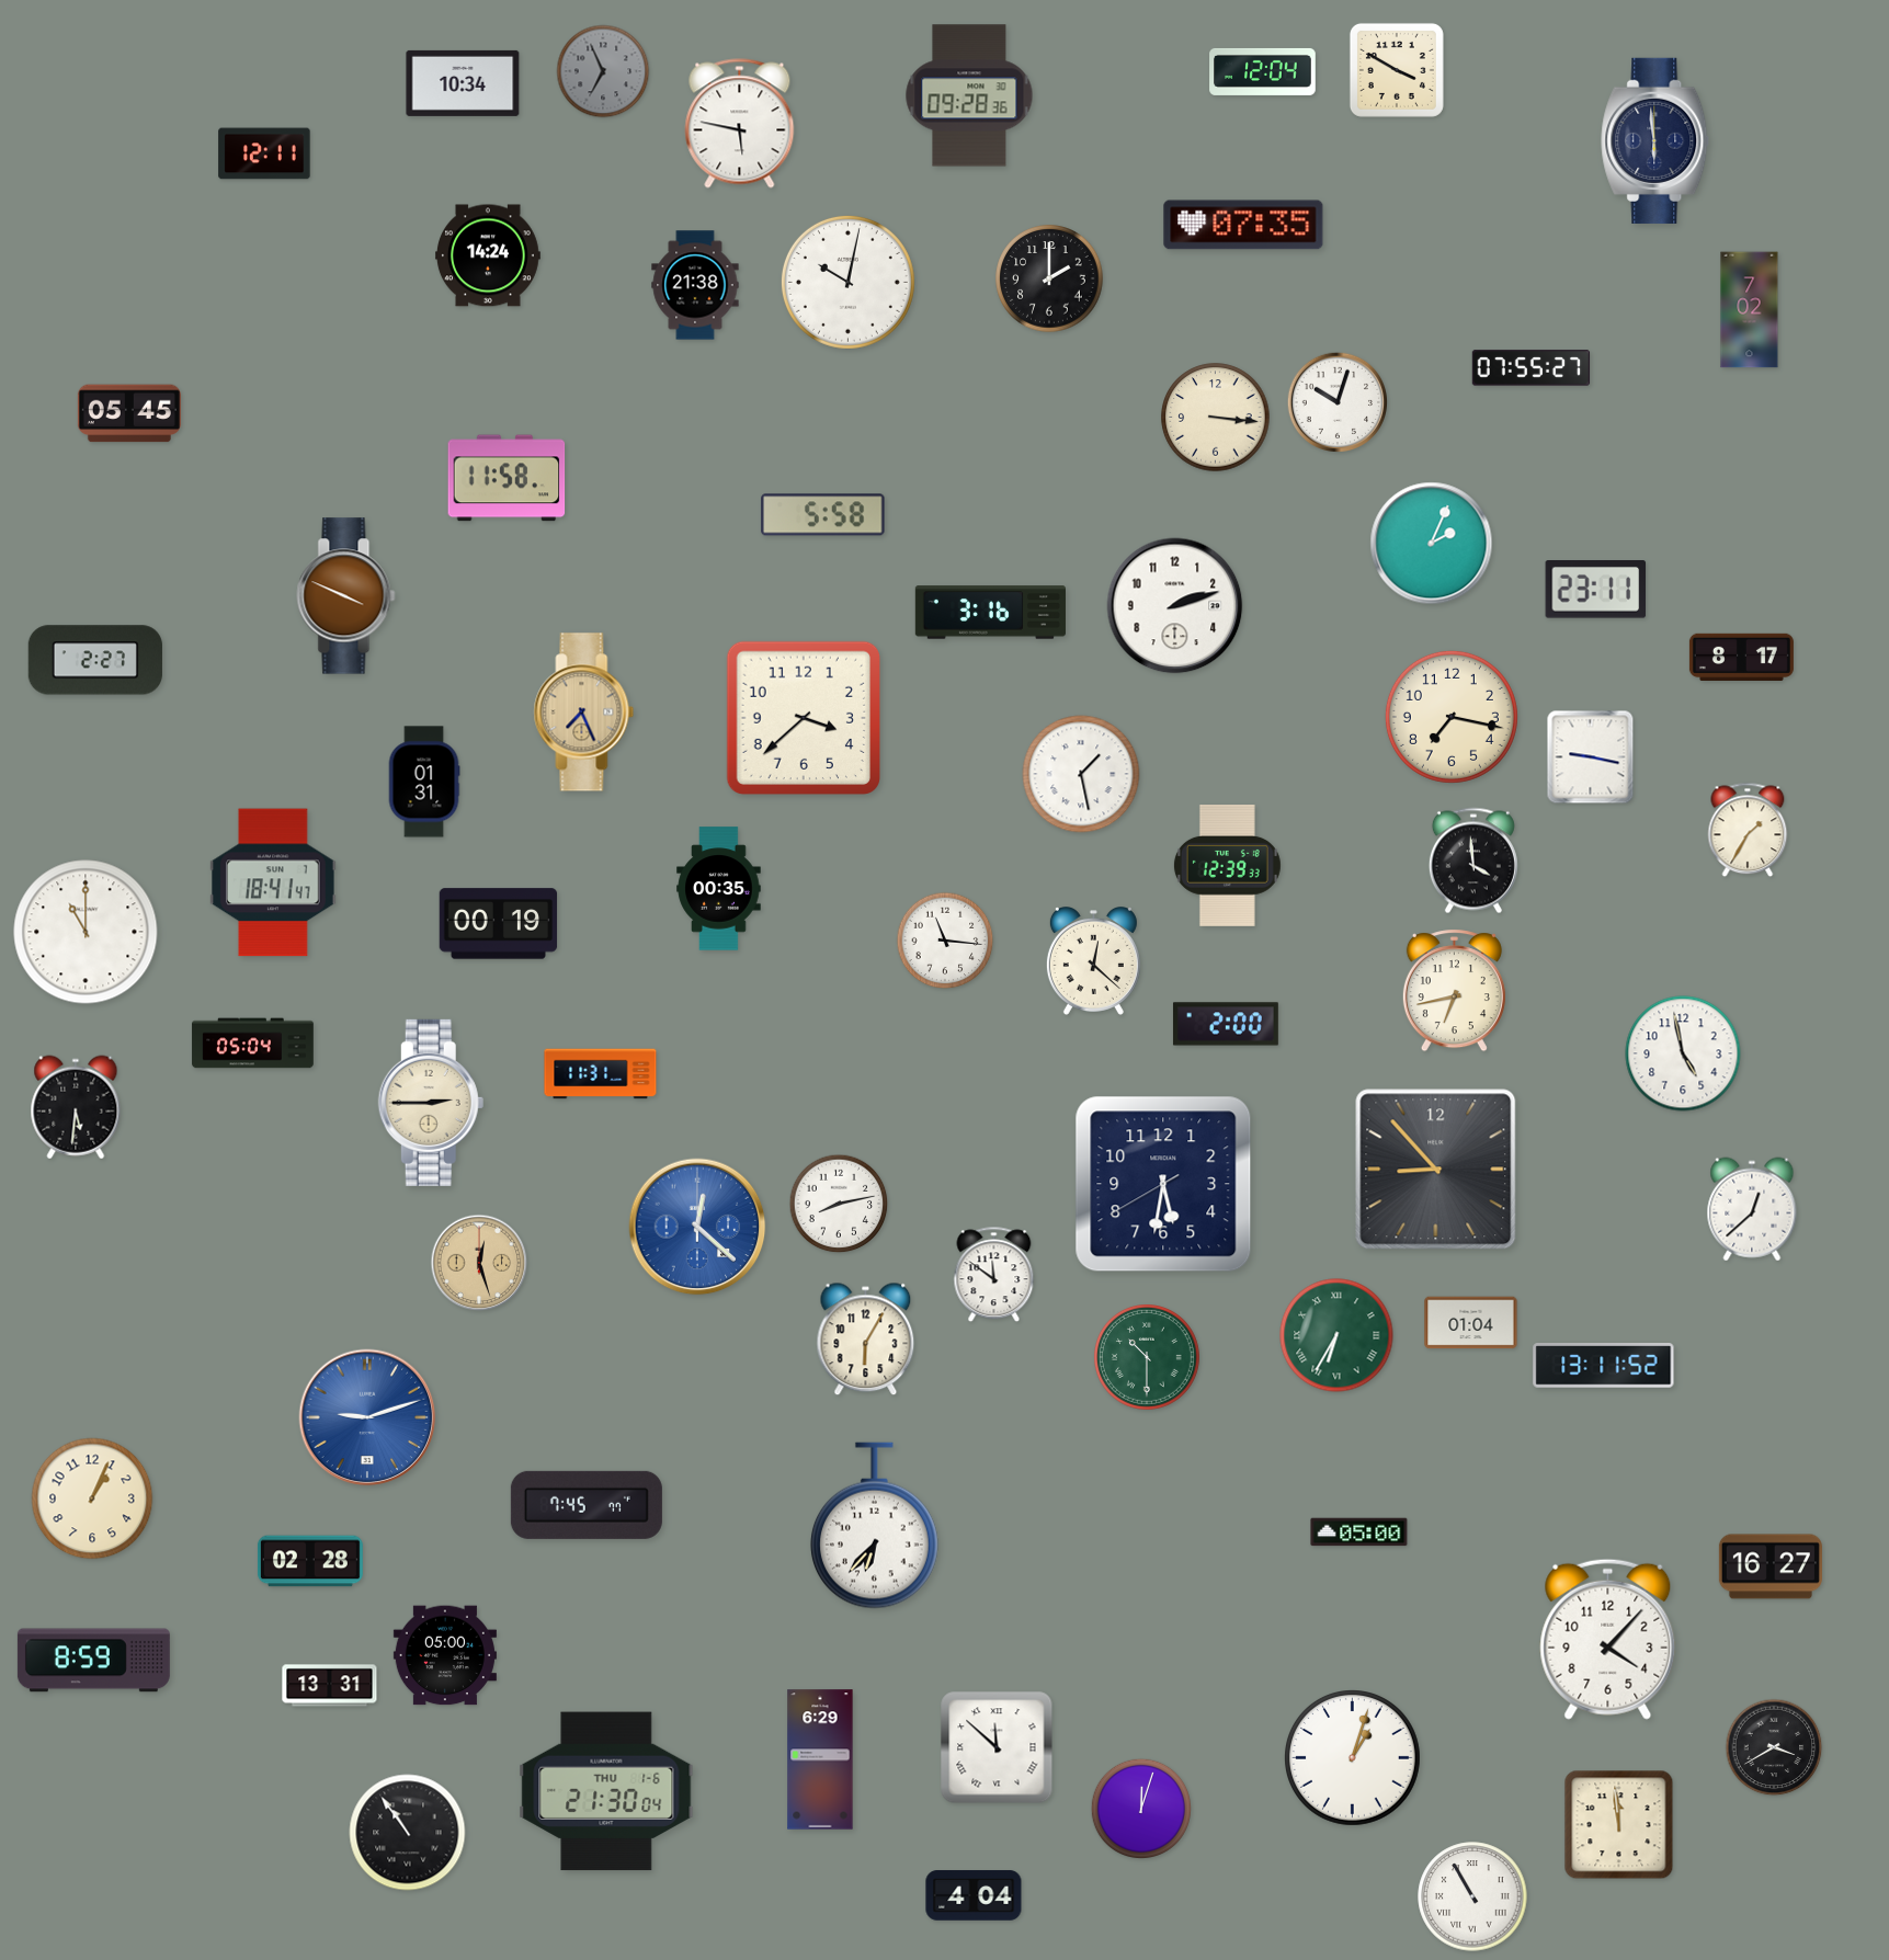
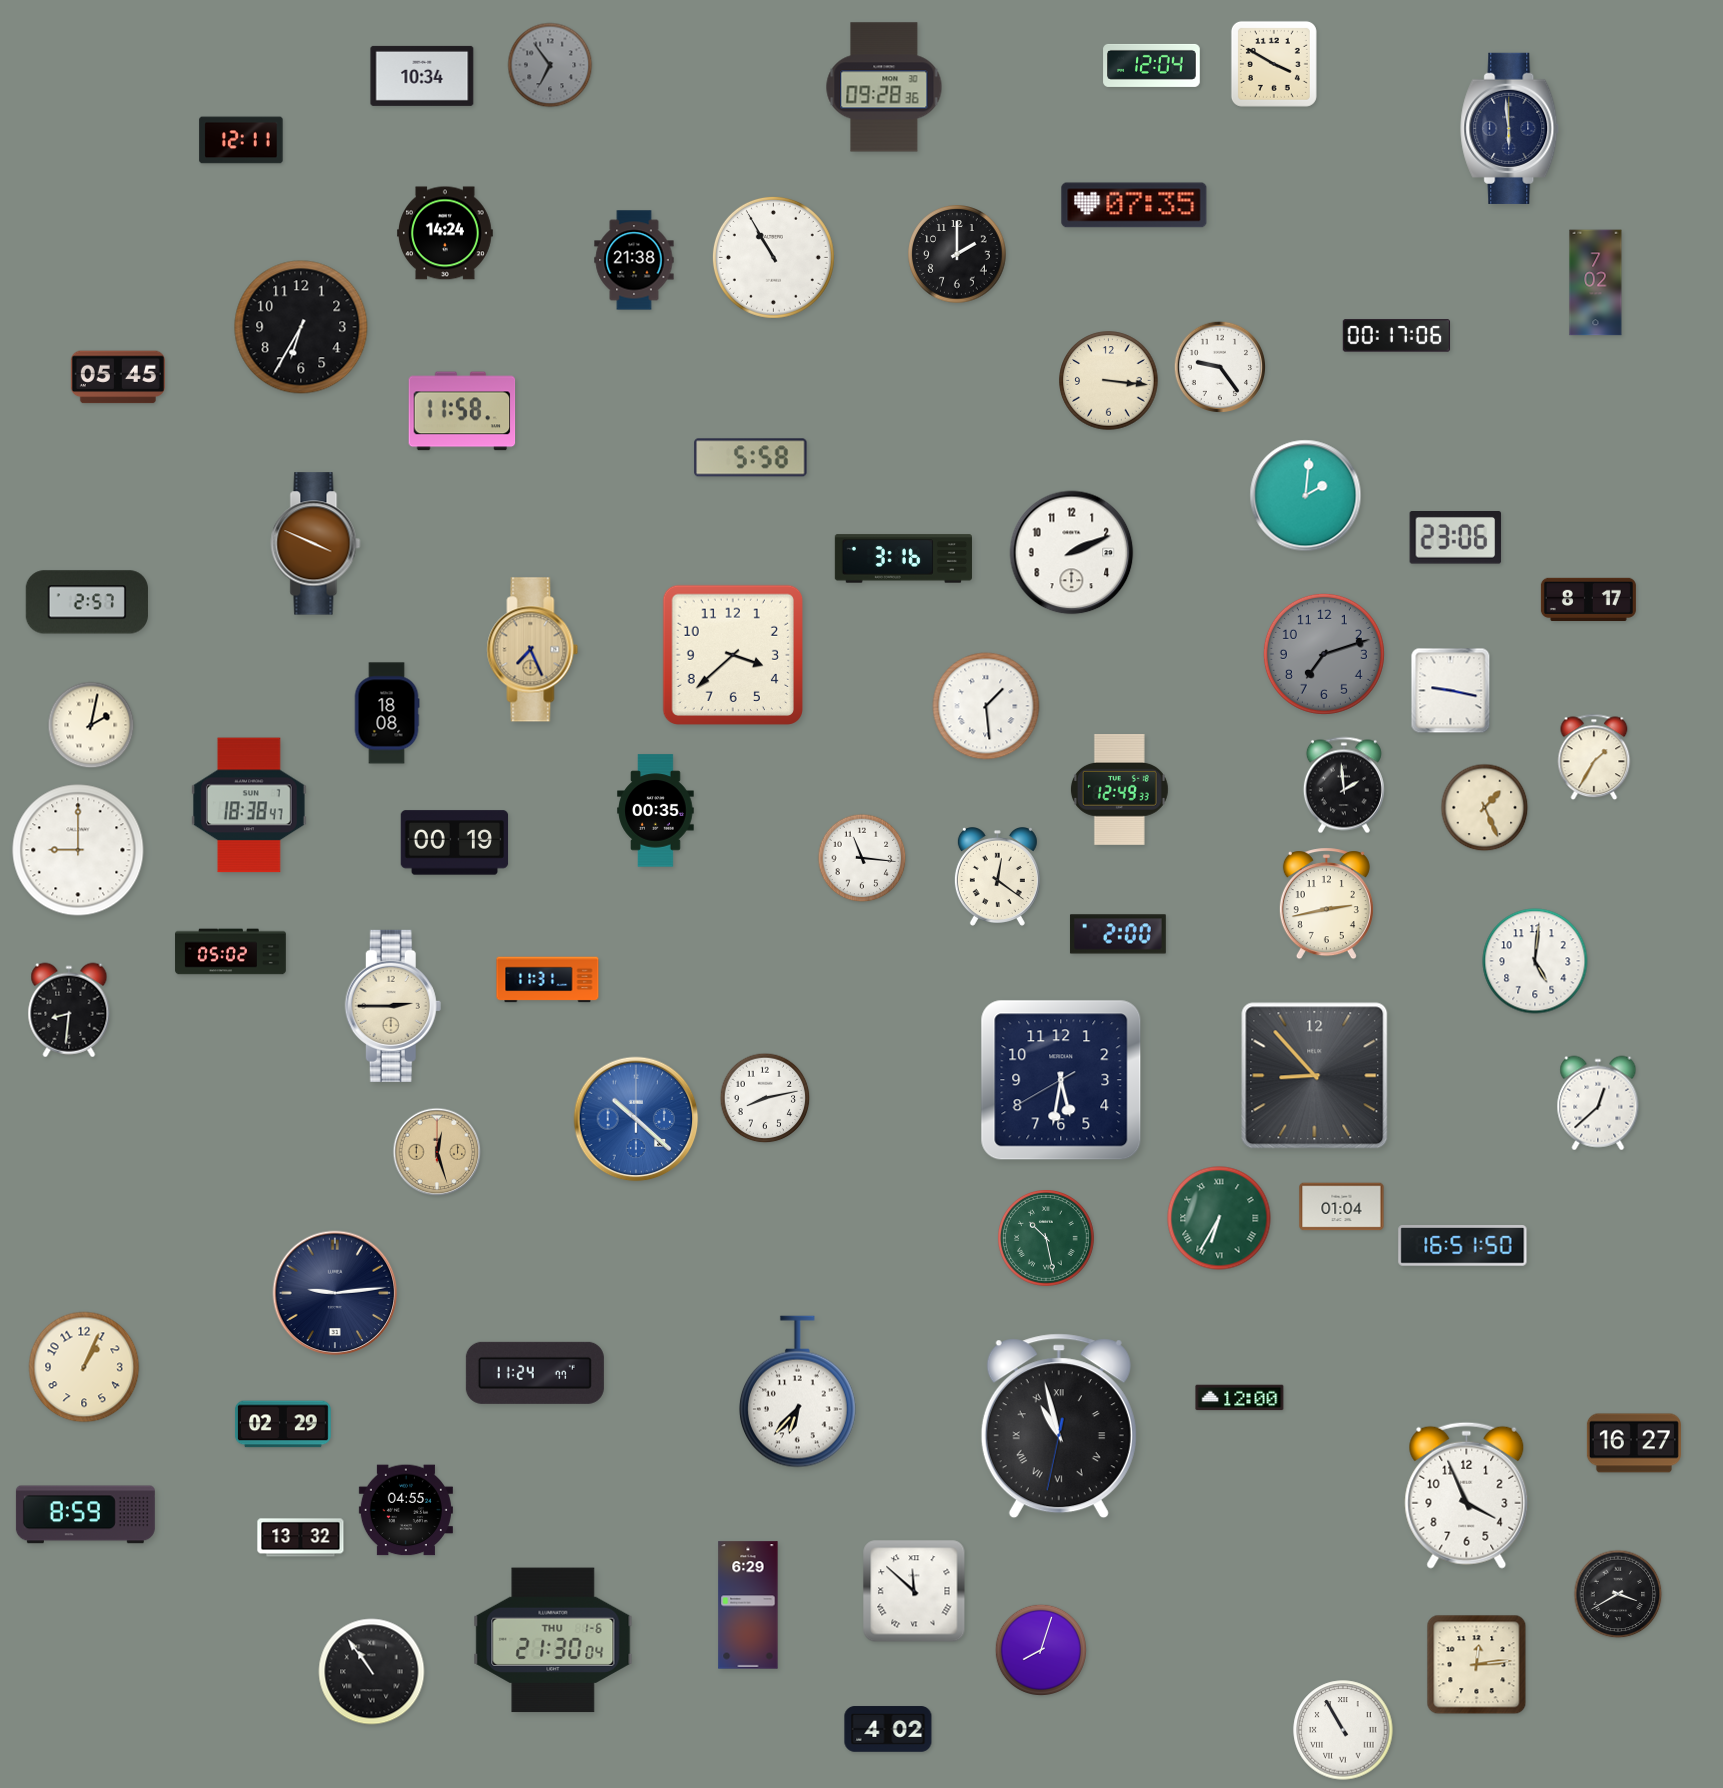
clock at (603, 71): 6:56 -> 6:54
clock at (740, 124): 5:47 -> none
clock at (847, 282): 10:02 -> 10:55
clock at (301, 327): none -> 6:35
clock at (1532, 368): 07:55 -> 00:17
clock at (1338, 402): 10:03 -> 9:24
clock at (507, 478) position: (507, 478) -> (462, 411)
clock at (823, 515) position: (823, 515) -> (751, 458)
clock at (1432, 544): 2:04 -> 2:01
clock at (1596, 590): 23:11 -> 23:06
clock at (1175, 606): 2:12 -> 2:11
clock at (95, 660): 2:27 -> 2:57
clock at (1452, 717): 7:17 -> 7:12
clock at (1452, 717) dial: cream -> grey
clock at (1081, 774): 1:28 -> 1:29
clock at (424, 782): 01:31 -> 18:08
clock at (91, 725): none -> 2:02
clock at (1473, 861): 3:59 -> 1:59
clock at (1227, 866): 12:39 -> 12:49
clock at (273, 882): 18:41 -> 18:38
clock at (1485, 808): none -> 1:26
clock at (86, 932): 11:00 -> 9:00
clock at (1093, 961): 12:22 -> 12:21
clock at (1454, 991): 6:43 -> 2:43
clock at (253, 1044): 05:04 -> 05:02
clock at (1683, 1053): 4:58 -> 5:01
clock at (76, 1107): 5:31 -> 8:31
clock at (1436, 1170) position: (1436, 1170) -> (1315, 1076)
clock at (697, 1227): 12:22 -> 10:22
clock at (994, 1275): 11:51 -> none
clock at (866, 1340): 6:05 -> none
clock at (1148, 1358): 10:30 -> 10:28
clock at (1604, 1366): 13:11 -> 16:51
clock at (367, 1417): 9:12 -> 9:14
clock at (367, 1417) dial: blue -> navy
clock at (587, 1505): 7:45 -> 11:24
clock at (1359, 1532): 05:00 -> 12:00
clock at (310, 1561): 02:28 -> 02:29
clock at (1059, 1426): none -> 10:57
clock at (1771, 1566) position: (1771, 1566) -> (1634, 1443)
clock at (1608, 1639): 4:07 -> 3:56
clock at (445, 1655): 05:00 -> 04:55
clock at (330, 1686): 13:31 -> 13:32
clock at (997, 1747) position: (997, 1747) -> (914, 1591)
clock at (1353, 1758): 1:03 -> none
clock at (606, 1791) position: (606, 1791) -> (553, 1640)
clock at (1140, 1808): 12:03 -> 8:03
clock at (1619, 1825): 11:59 -> 12:14
clock at (974, 1895): 4:04 -> 4:02
